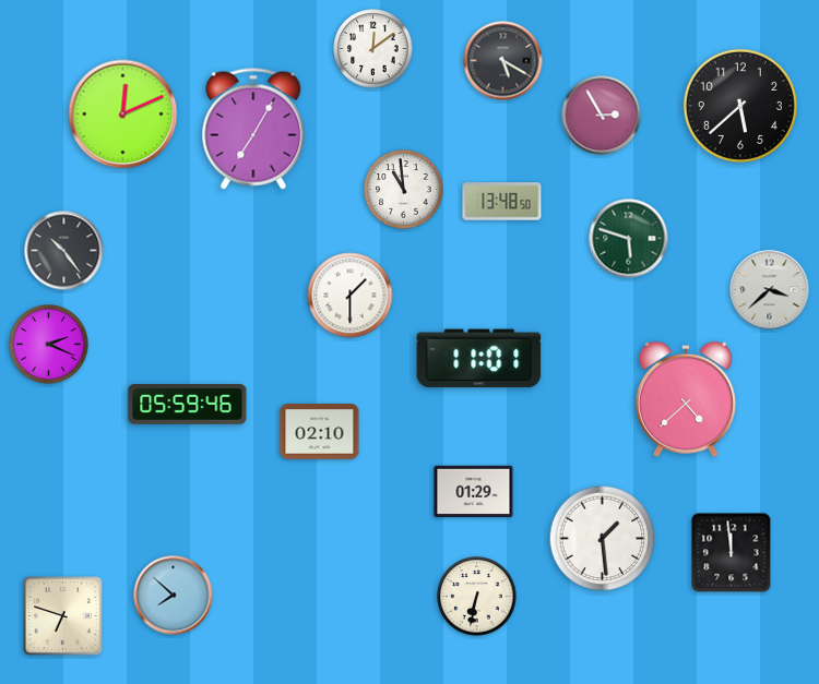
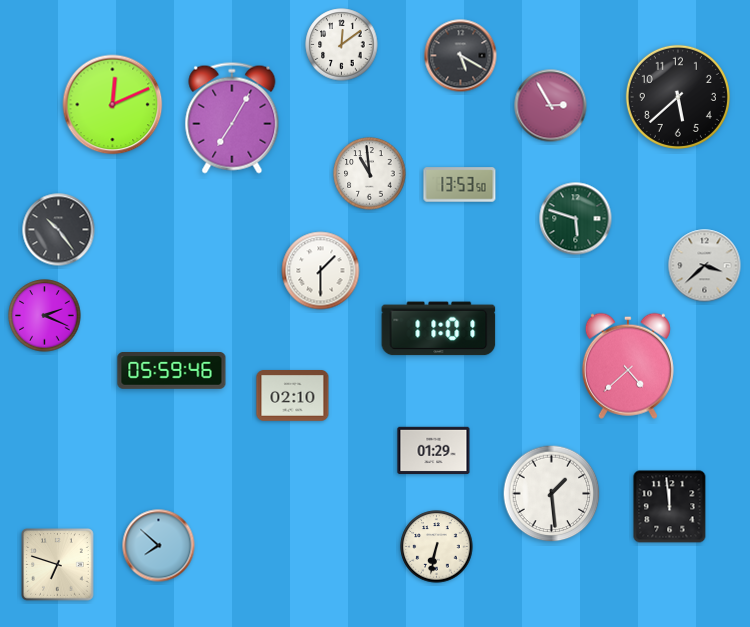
clock at (502, 202): 13:48 -> 13:53
